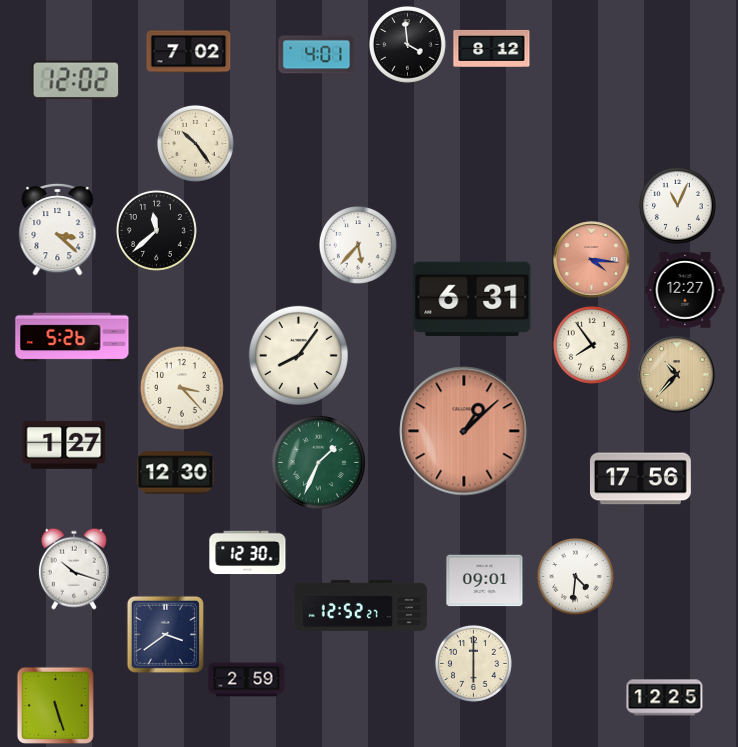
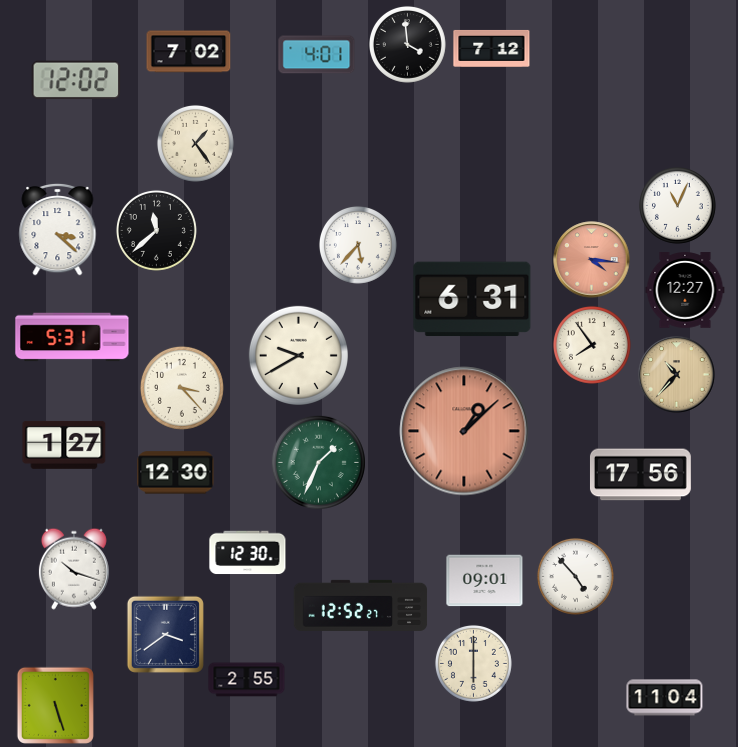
clock at (492, 48): 8:12 -> 7:12
clock at (195, 143): 10:24 -> 1:24
clock at (72, 337): 5:26 -> 5:31
clock at (298, 355): 8:06 -> 9:40
clock at (640, 479) position: (640, 479) -> (640, 475)
clock at (575, 576): 4:31 -> 4:53
clock at (247, 680): 2:59 -> 2:55
clock at (665, 698): 12:25 -> 11:04
